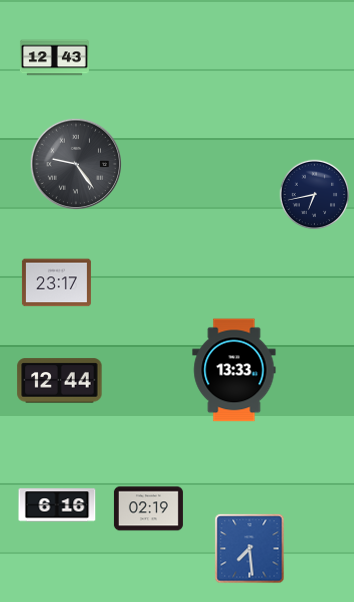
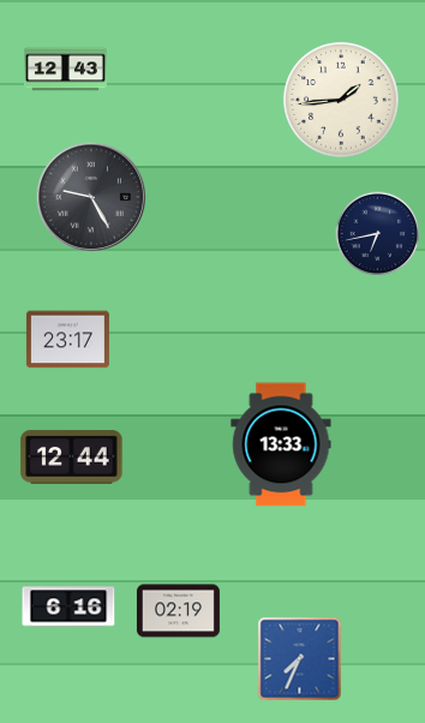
clock at (341, 100): none -> 1:44
clock at (75, 163): 9:24 -> 9:25
clock at (250, 549): 7:29 -> 7:34
